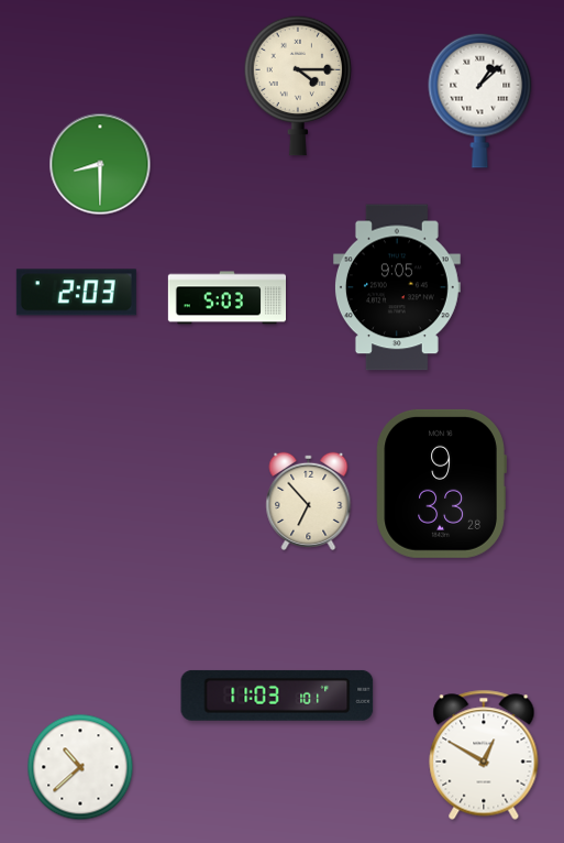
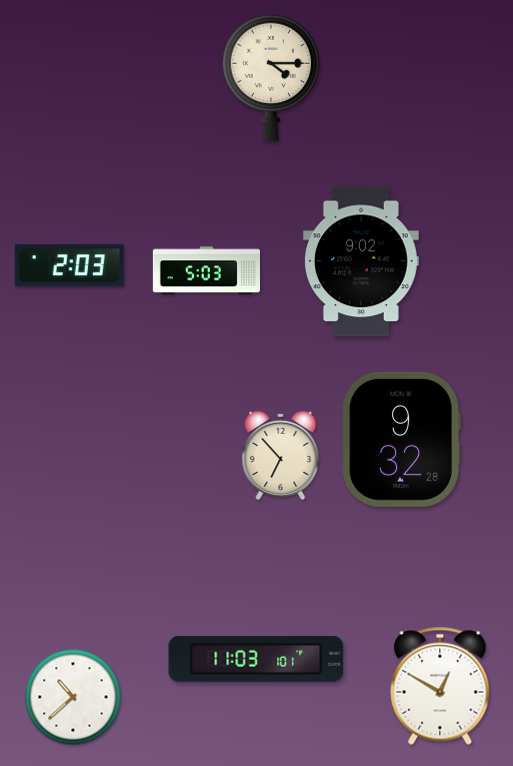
clock at (480, 100): 1:08 -> none
clock at (100, 164): 8:30 -> none
clock at (397, 287): 9:05 -> 9:02
clock at (441, 483): 9:33 -> 9:32
clock at (277, 696) position: (277, 696) -> (256, 659)
